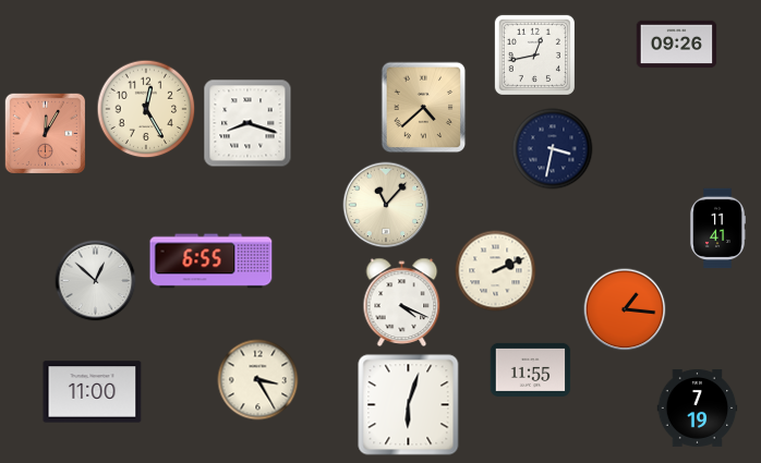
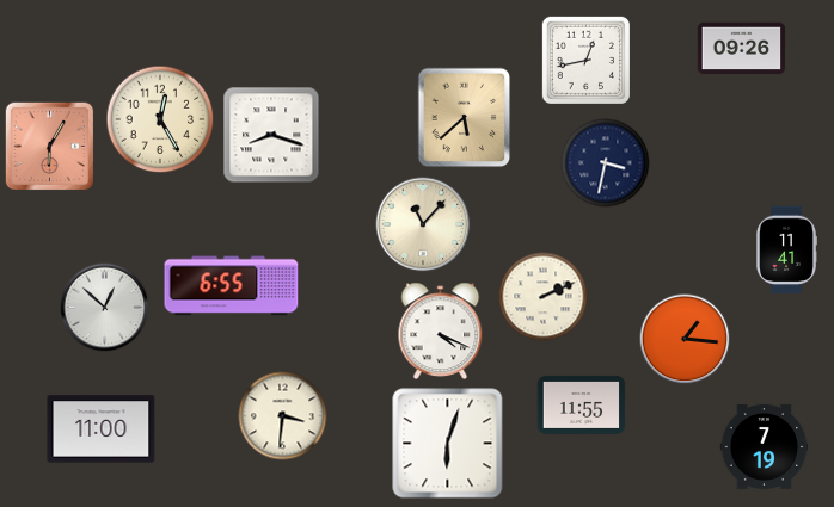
clock at (424, 108): 4:38 -> 5:38
clock at (45, 133): 12:05 -> 6:05
clock at (258, 380): 3:25 -> 3:31
